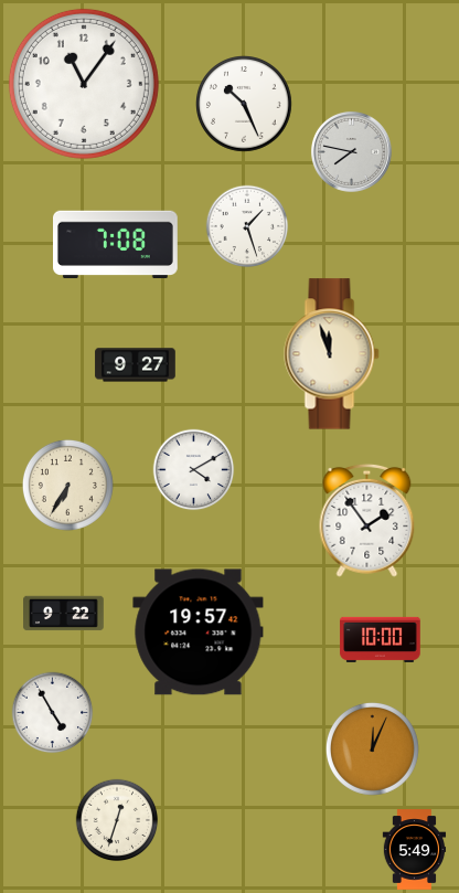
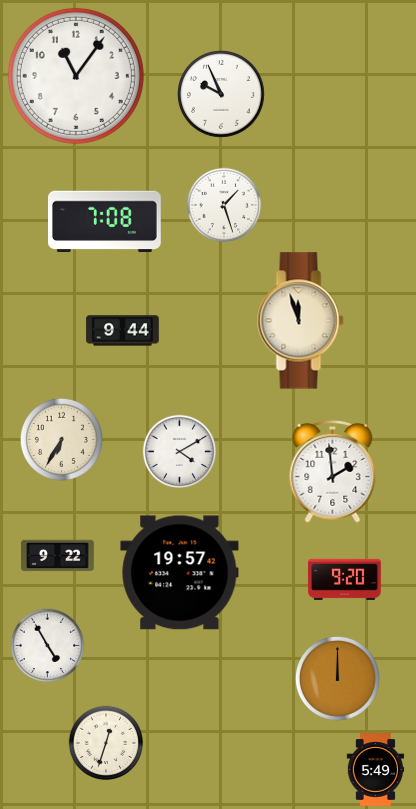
clock at (244, 104): 10:26 -> 9:56
clock at (351, 151): 7:47 -> none
clock at (136, 365): 9:27 -> 9:44
clock at (194, 470) position: (194, 470) -> (180, 452)
clock at (367, 520): 1:54 -> 1:59
clock at (381, 639): 10:00 -> 9:20
clock at (372, 748): 12:04 -> 12:00
